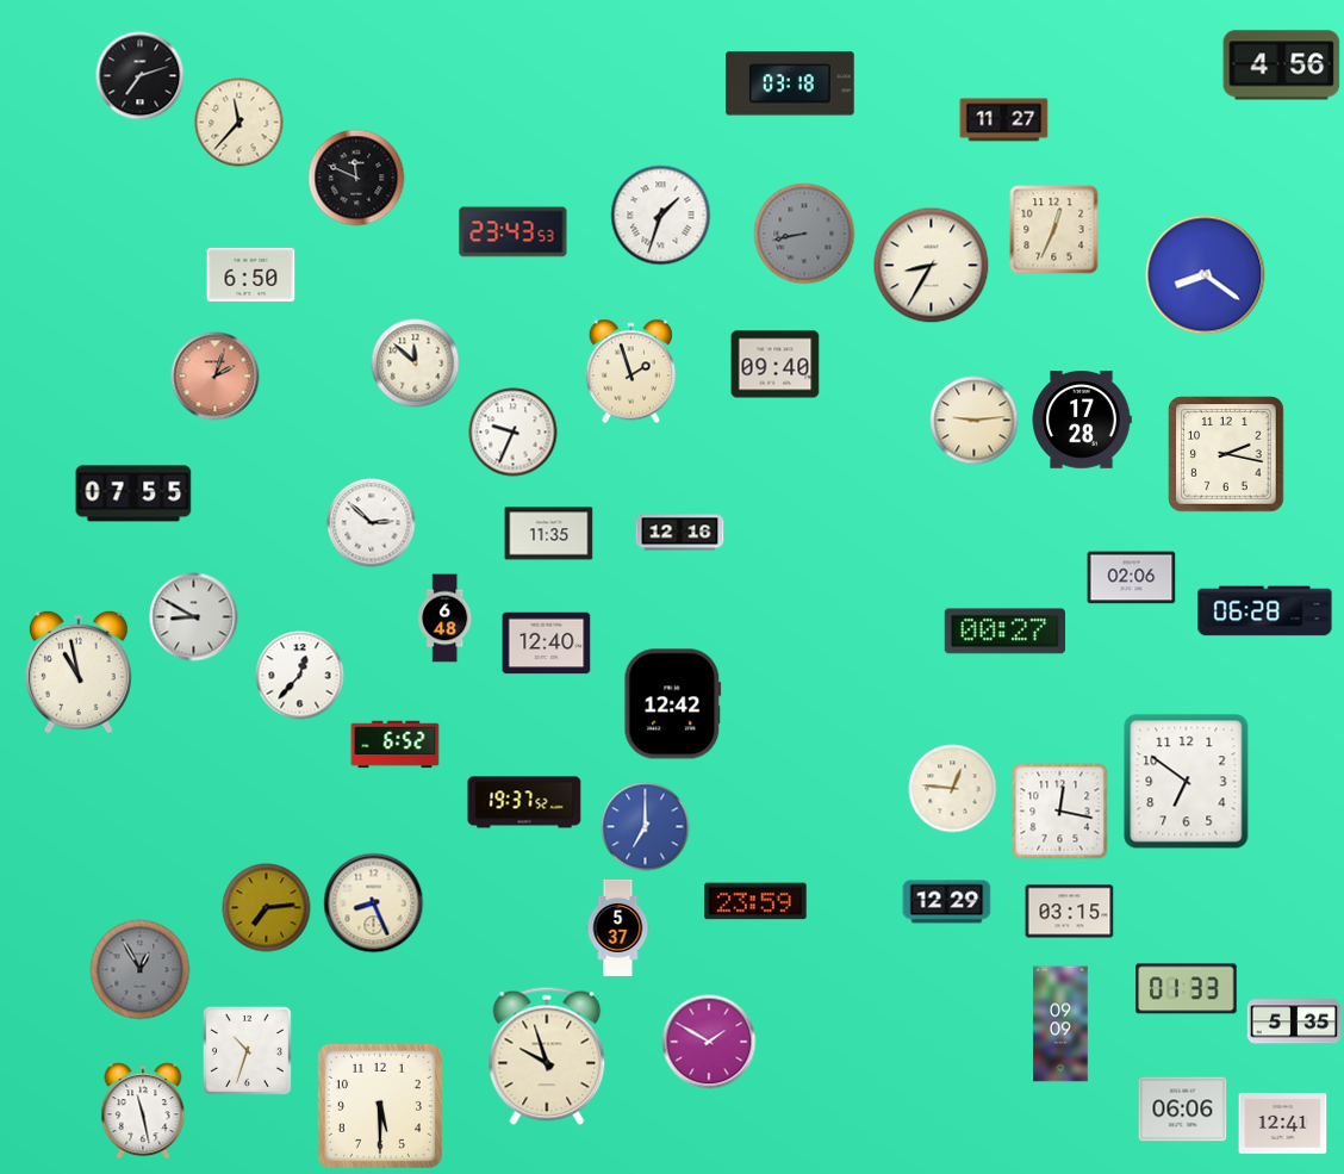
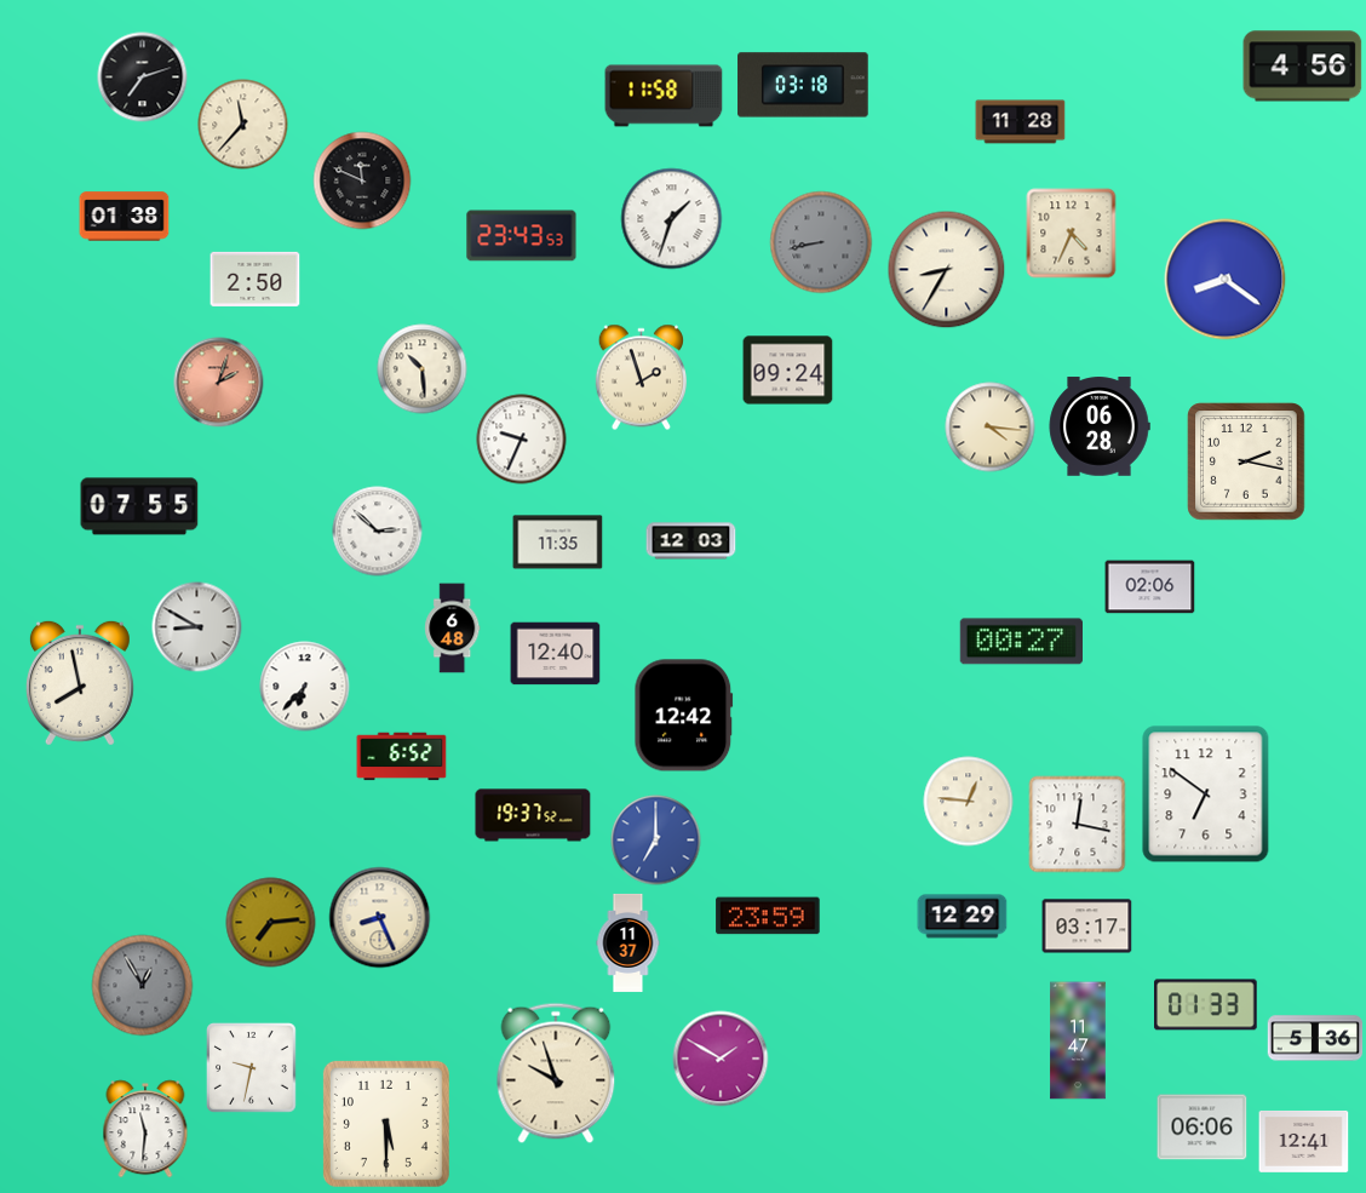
clock at (664, 96): none -> 11:58
clock at (1004, 120): 11:27 -> 11:28
clock at (125, 217): none -> 01:38
clock at (1054, 230): 12:34 -> 4:34
clock at (804, 234) position: (804, 234) -> (821, 242)
clock at (251, 274): 6:50 -> 2:50
clock at (416, 364): 11:52 -> 10:29
clock at (776, 365): 09:40 -> 09:24
clock at (1082, 420): 17:28 -> 06:28
clock at (975, 421): 9:14 -> 4:16
clock at (133, 493) position: (133, 493) -> (139, 506)
clock at (680, 533): 12:16 -> 12:03
clock at (1265, 611): 06:28 -> none
clock at (79, 672): 10:58 -> 7:58
clock at (300, 676): 12:37 -> 6:37
clock at (1070, 912): 03:15 -> 03:17
clock at (618, 927): 5:37 -> 11:37
clock at (1294, 1021): 5:35 -> 5:36
clock at (1060, 1024): 09:09 -> 11:47
clock at (248, 1051): 10:33 -> 9:32
clock at (143, 1111): 11:28 -> 11:31
